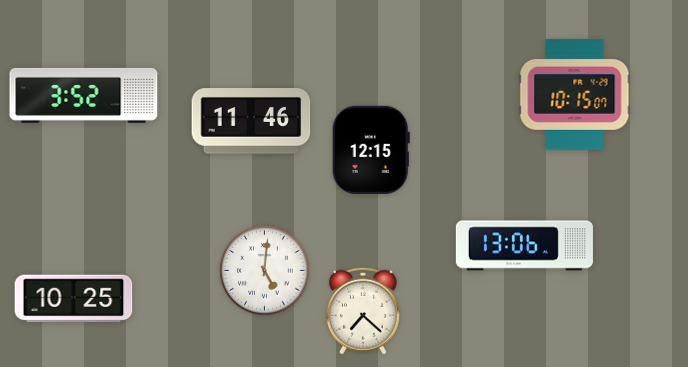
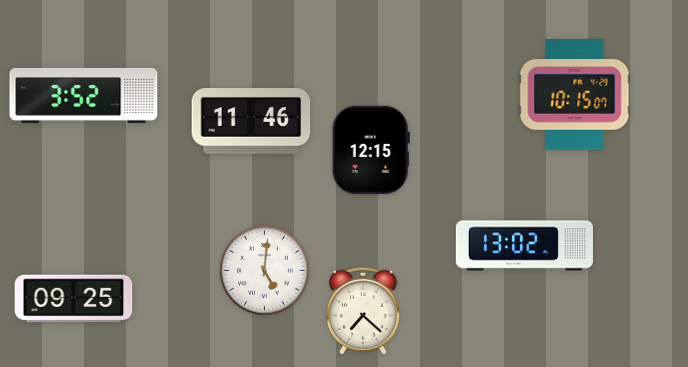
clock at (524, 246): 13:06 -> 13:02
clock at (74, 299): 10:25 -> 09:25
